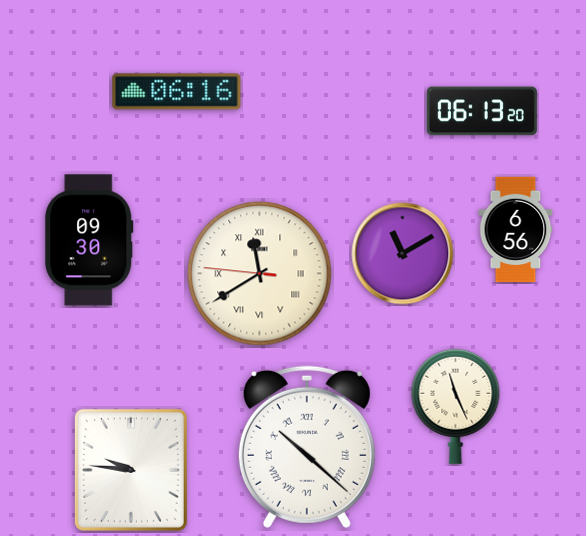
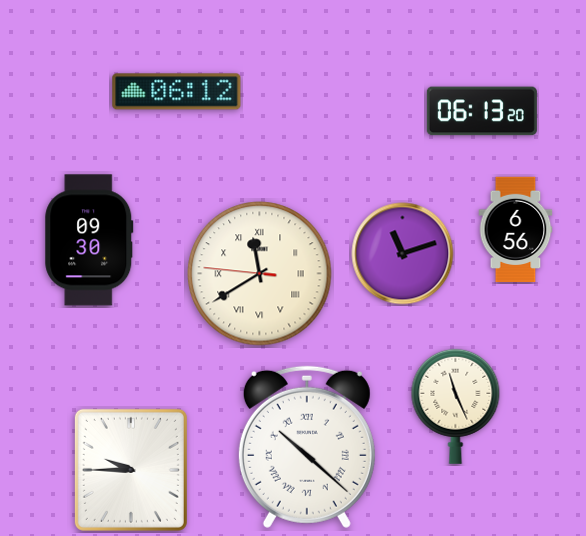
clock at (177, 92): 06:16 -> 06:12
clock at (403, 254): 11:10 -> 11:12
clock at (131, 470): 9:46 -> 9:45
